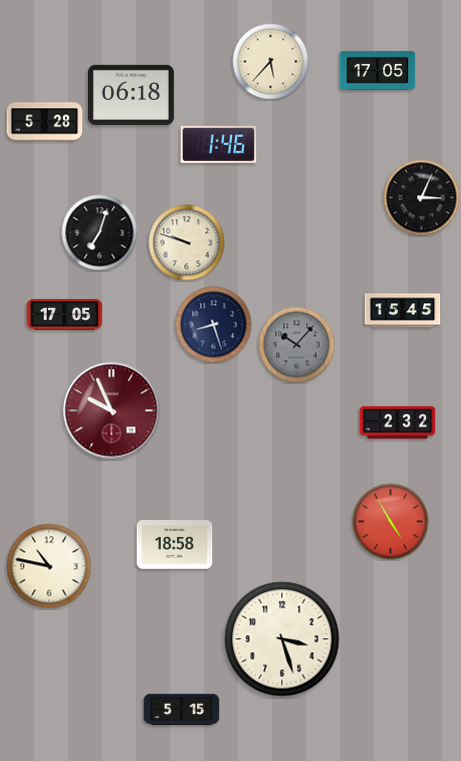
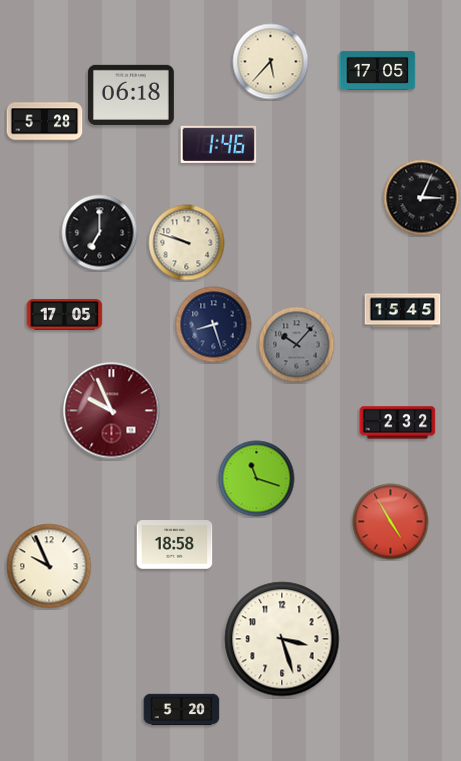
clock at (100, 233): 7:03 -> 7:00
clock at (257, 479): none -> 11:18
clock at (49, 566): 10:47 -> 9:56
clock at (182, 710): 5:15 -> 5:20
